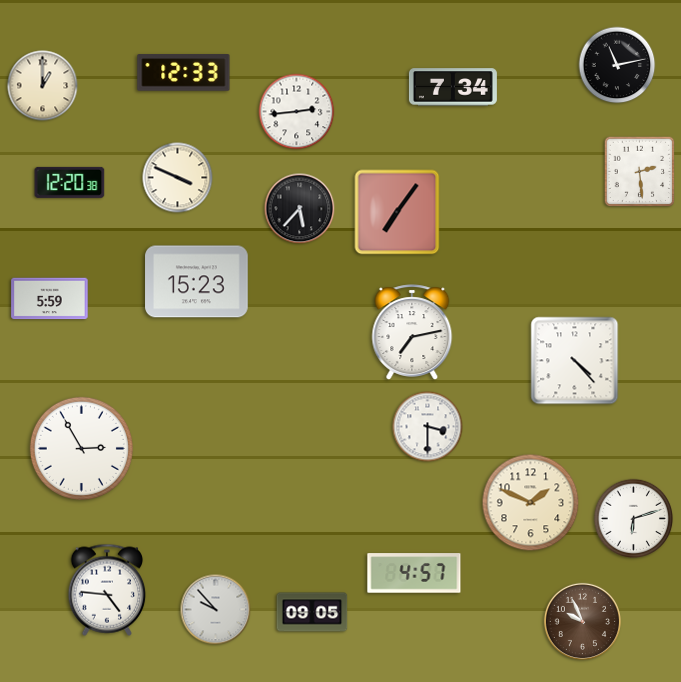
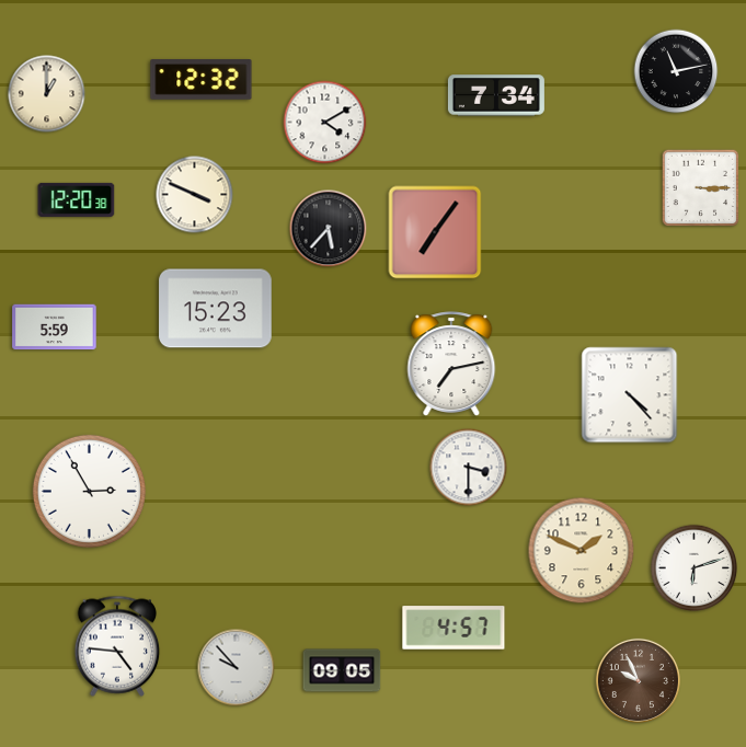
clock at (184, 73): 12:33 -> 12:32
clock at (297, 112): 2:44 -> 4:10
clock at (640, 172): 2:29 -> 3:15
